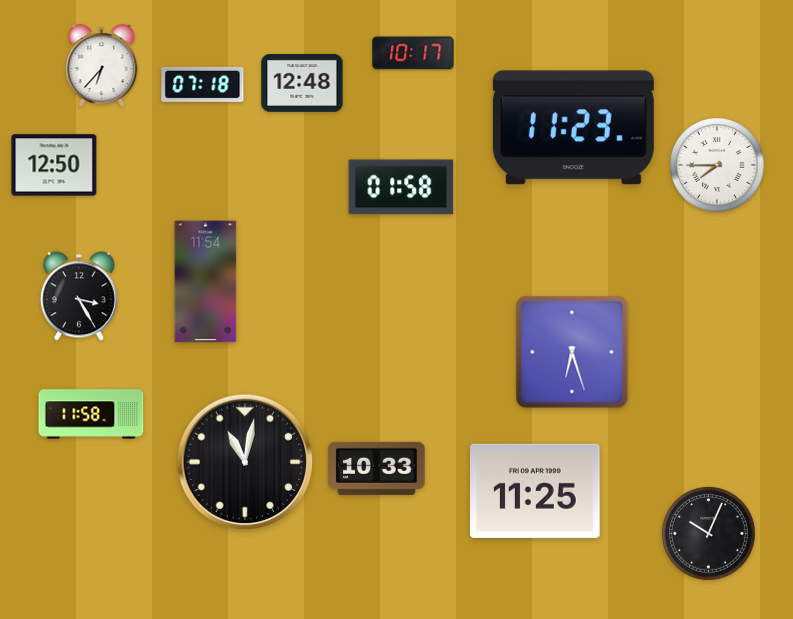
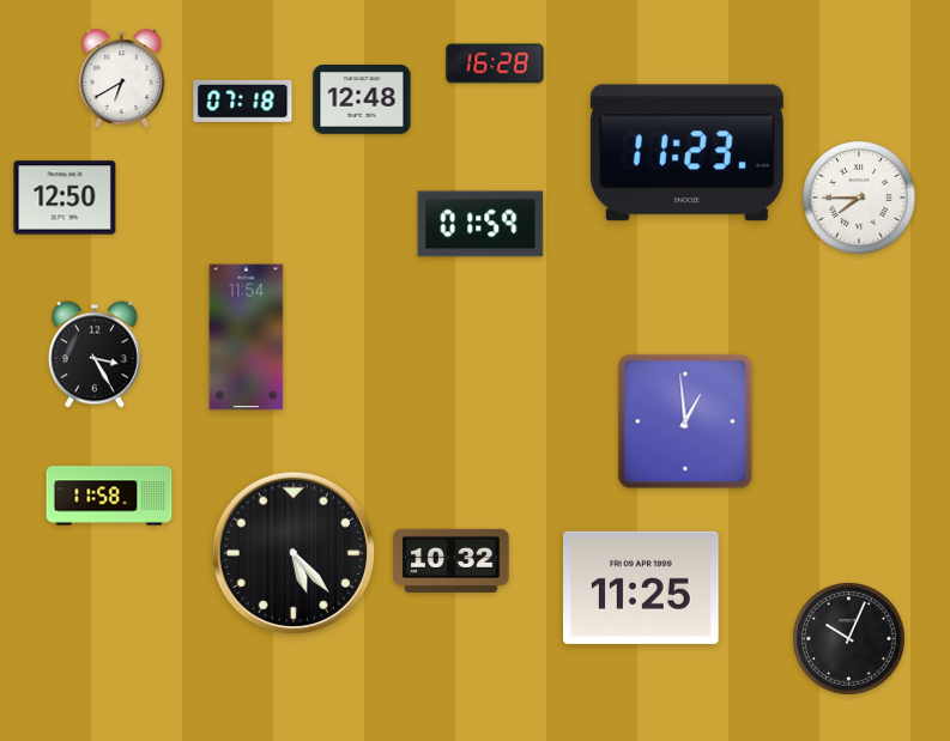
clock at (413, 53): 10:17 -> 16:28
clock at (102, 65): 6:37 -> 6:40
clock at (401, 187): 01:58 -> 01:59
clock at (572, 352): 6:27 -> 12:59
clock at (245, 462): 11:02 -> 5:23
clock at (377, 468): 10:33 -> 10:32
